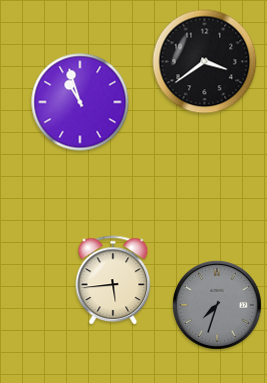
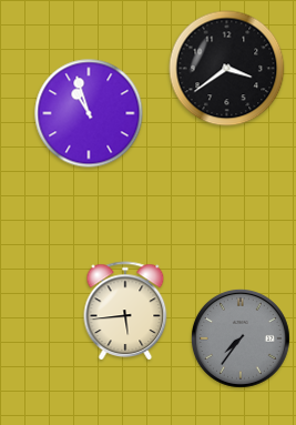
clock at (217, 305): 7:33 -> 7:36
